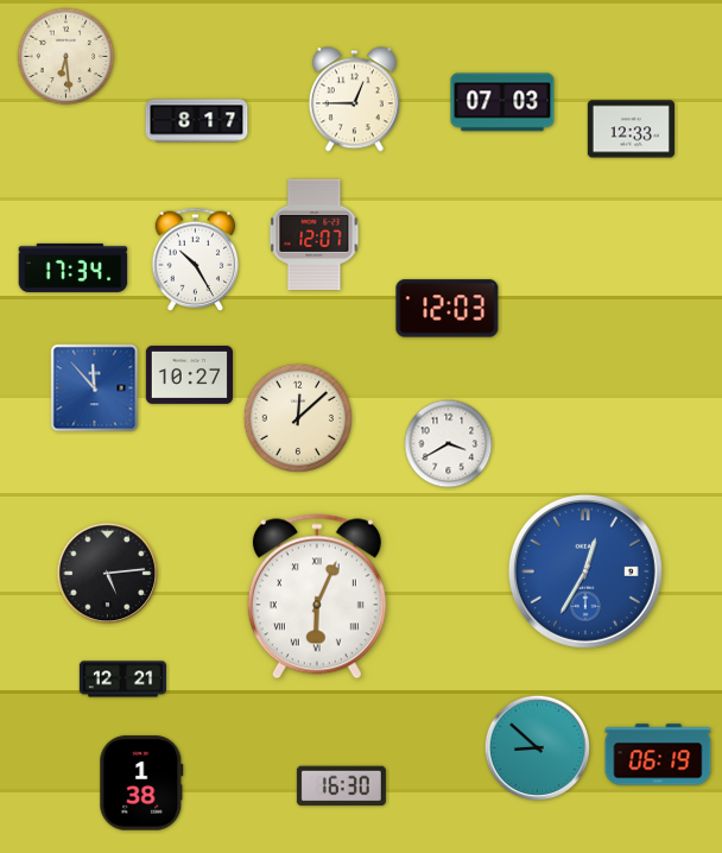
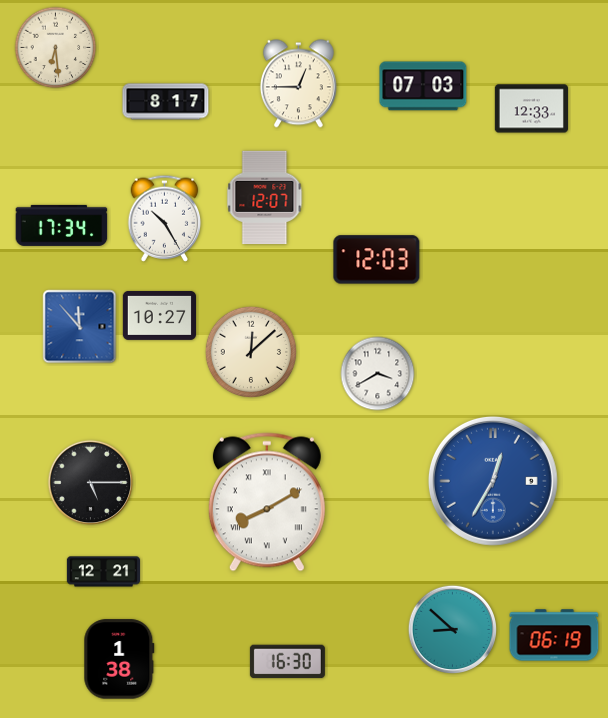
clock at (108, 574): 5:14 -> 5:15
clock at (317, 596): 6:04 -> 8:10
